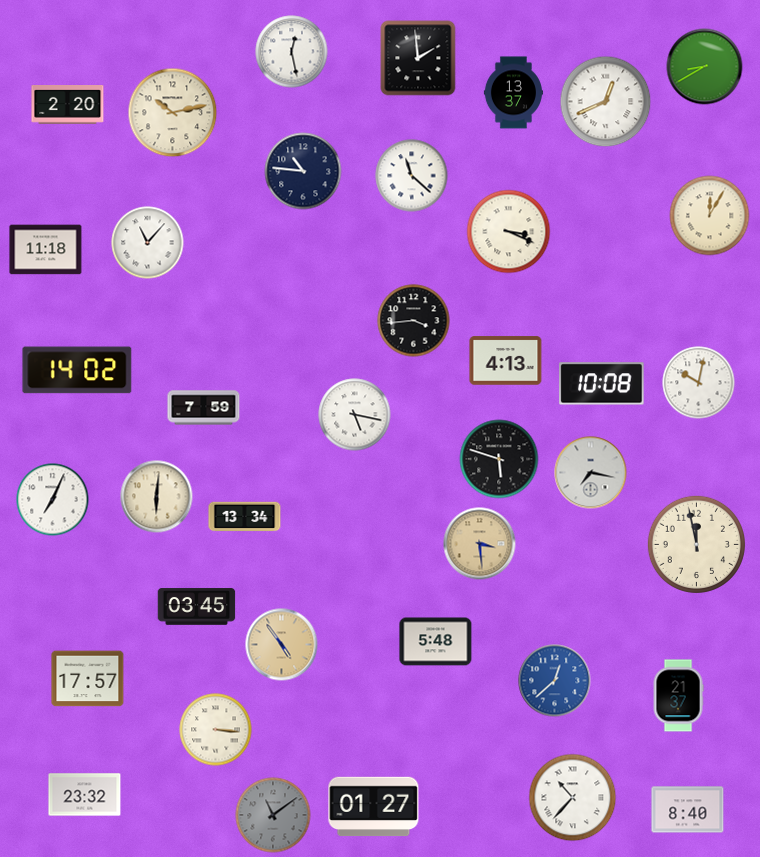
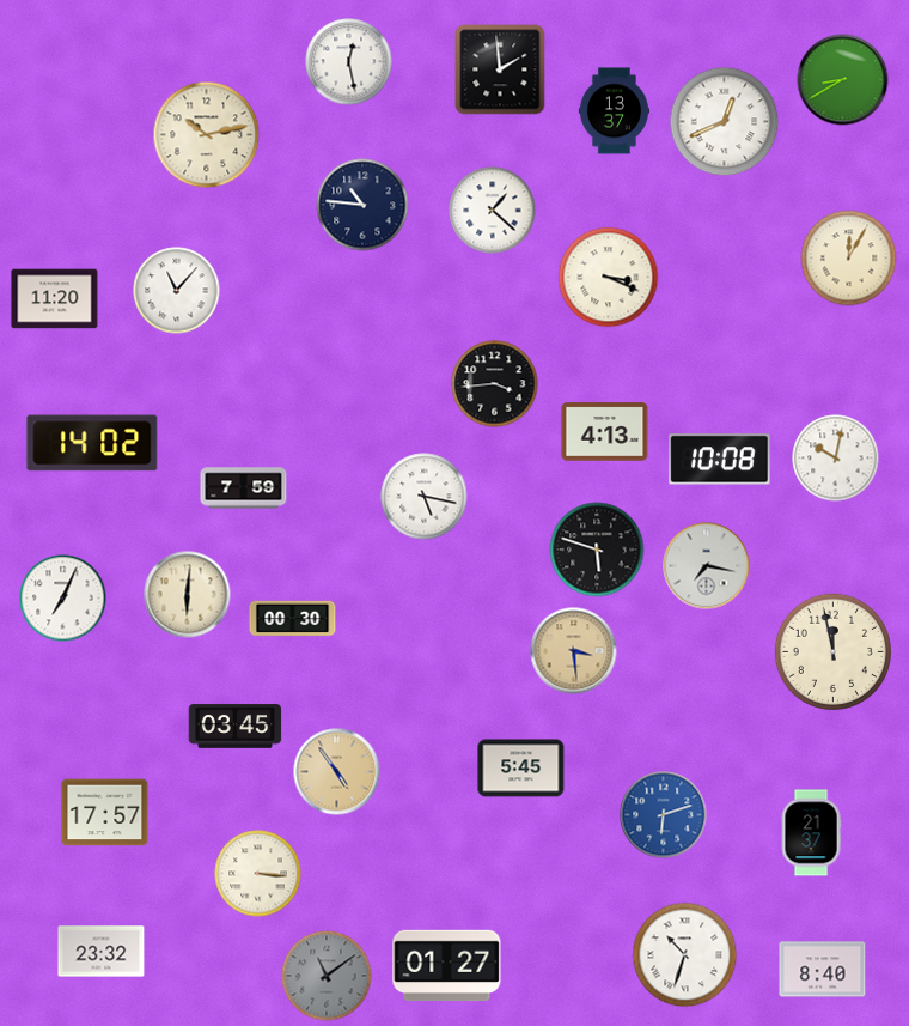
clock at (68, 105): 2:20 -> none
clock at (412, 176): 11:22 -> 1:22
clock at (46, 250): 11:18 -> 11:20
clock at (245, 517): 13:34 -> 00:30
clock at (436, 642): 5:48 -> 5:45
clock at (555, 681): 12:38 -> 6:12
clock at (573, 798): 10:37 -> 10:33
